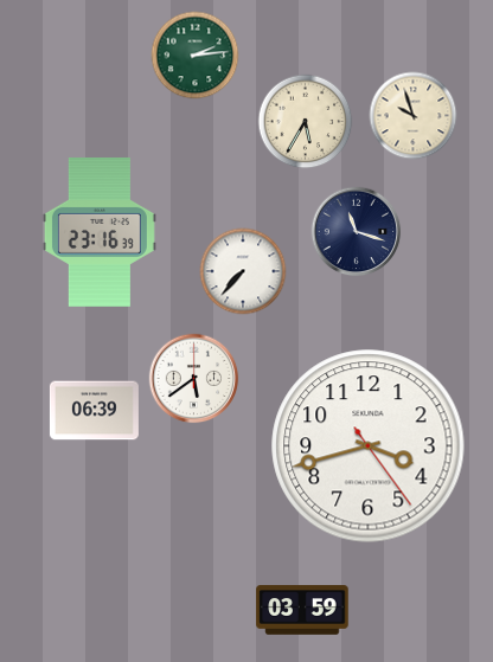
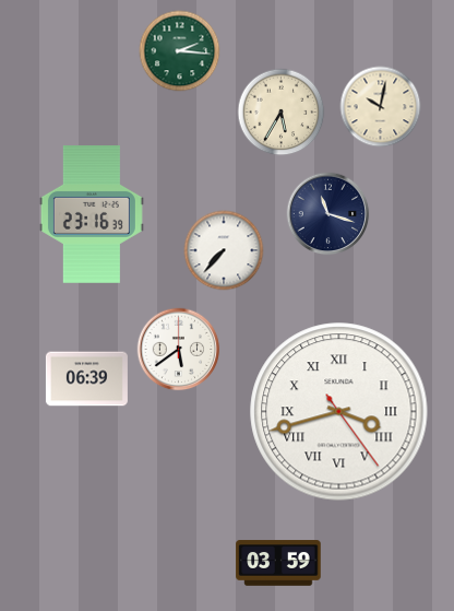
clock at (196, 56): 2:14 -> 2:16
clock at (414, 116): 9:57 -> 10:02
clock at (369, 446) numerals: Arabic -> Roman
